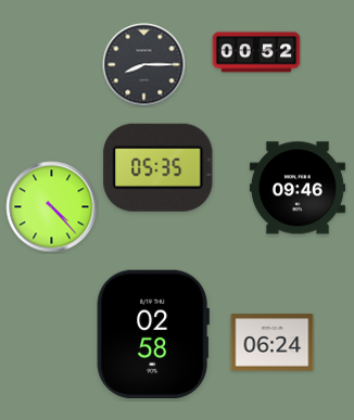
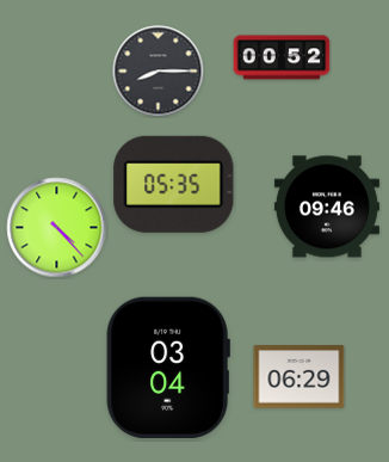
clock at (153, 333): 02:58 -> 03:04
clock at (273, 343): 06:24 -> 06:29
